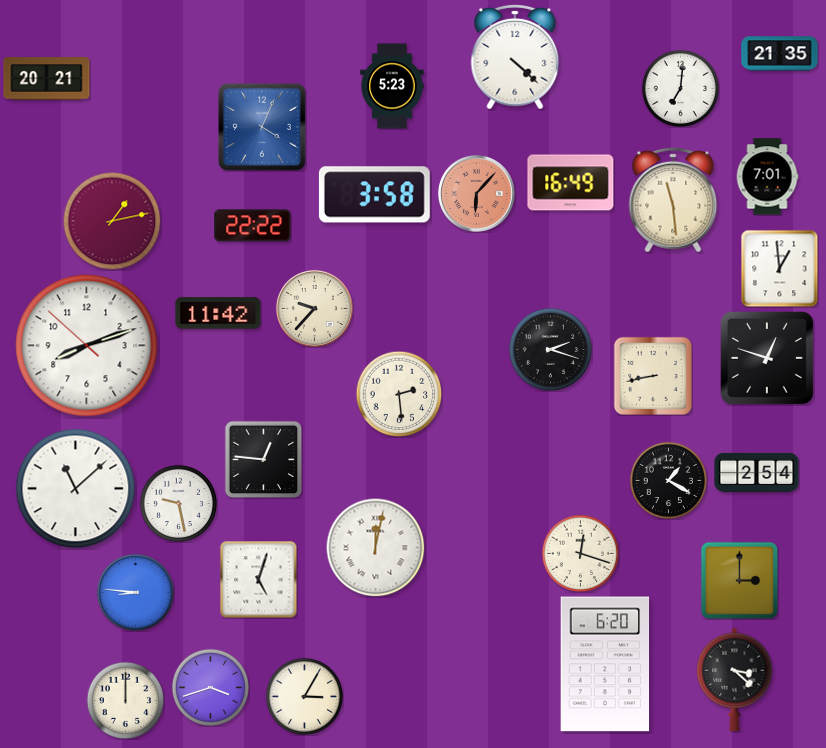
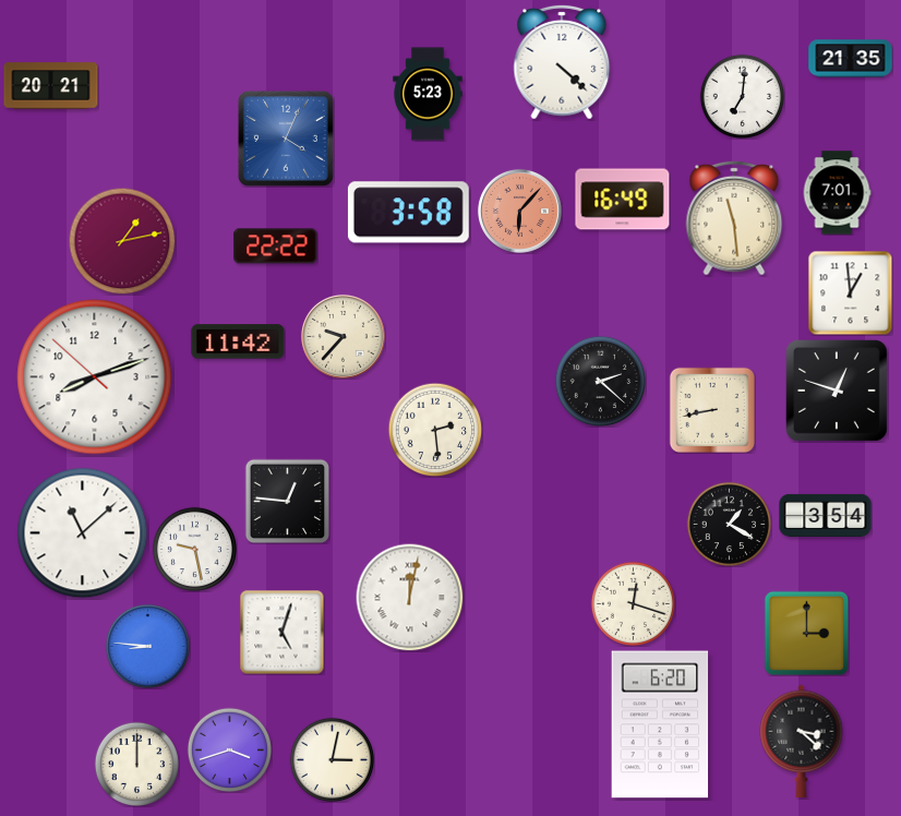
clock at (550, 349): 2:18 -> 2:22
clock at (757, 472): 2:54 -> 3:54
clock at (304, 696): 3:05 -> 3:02
